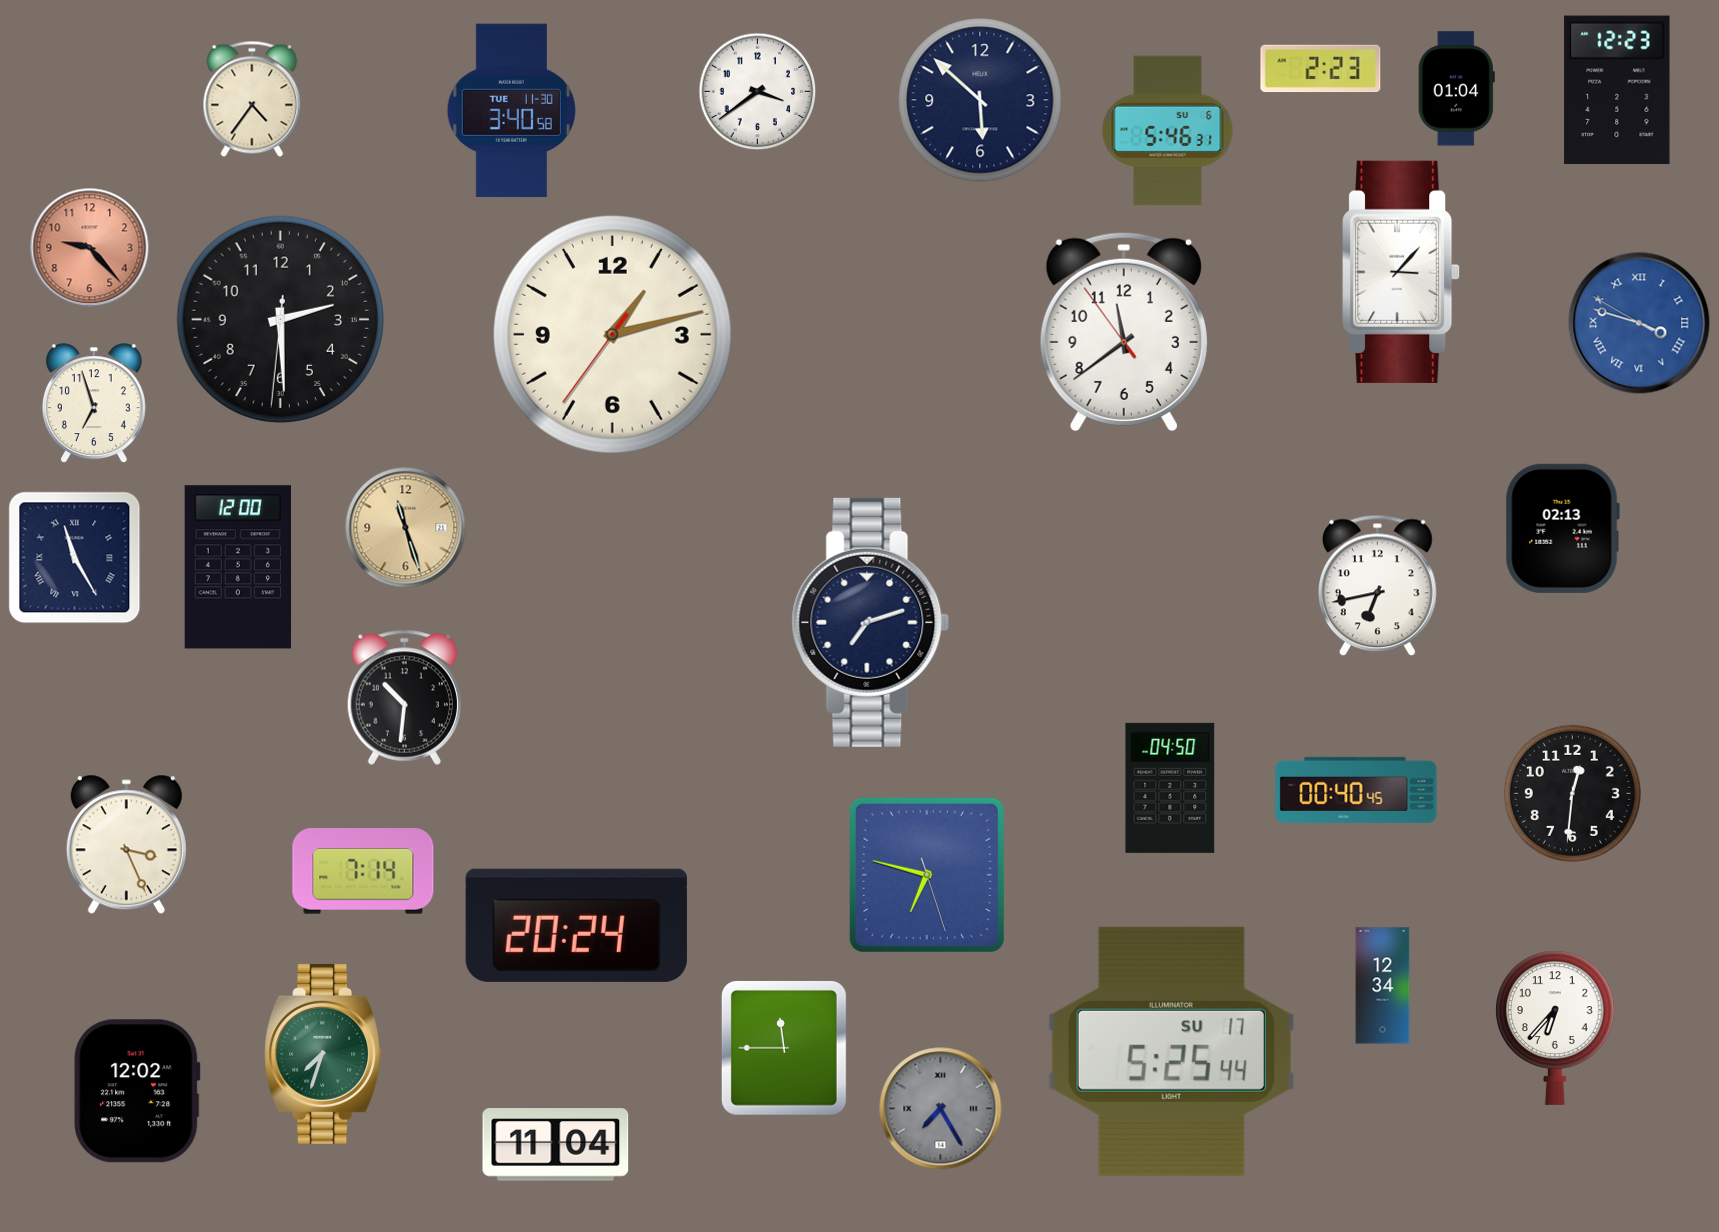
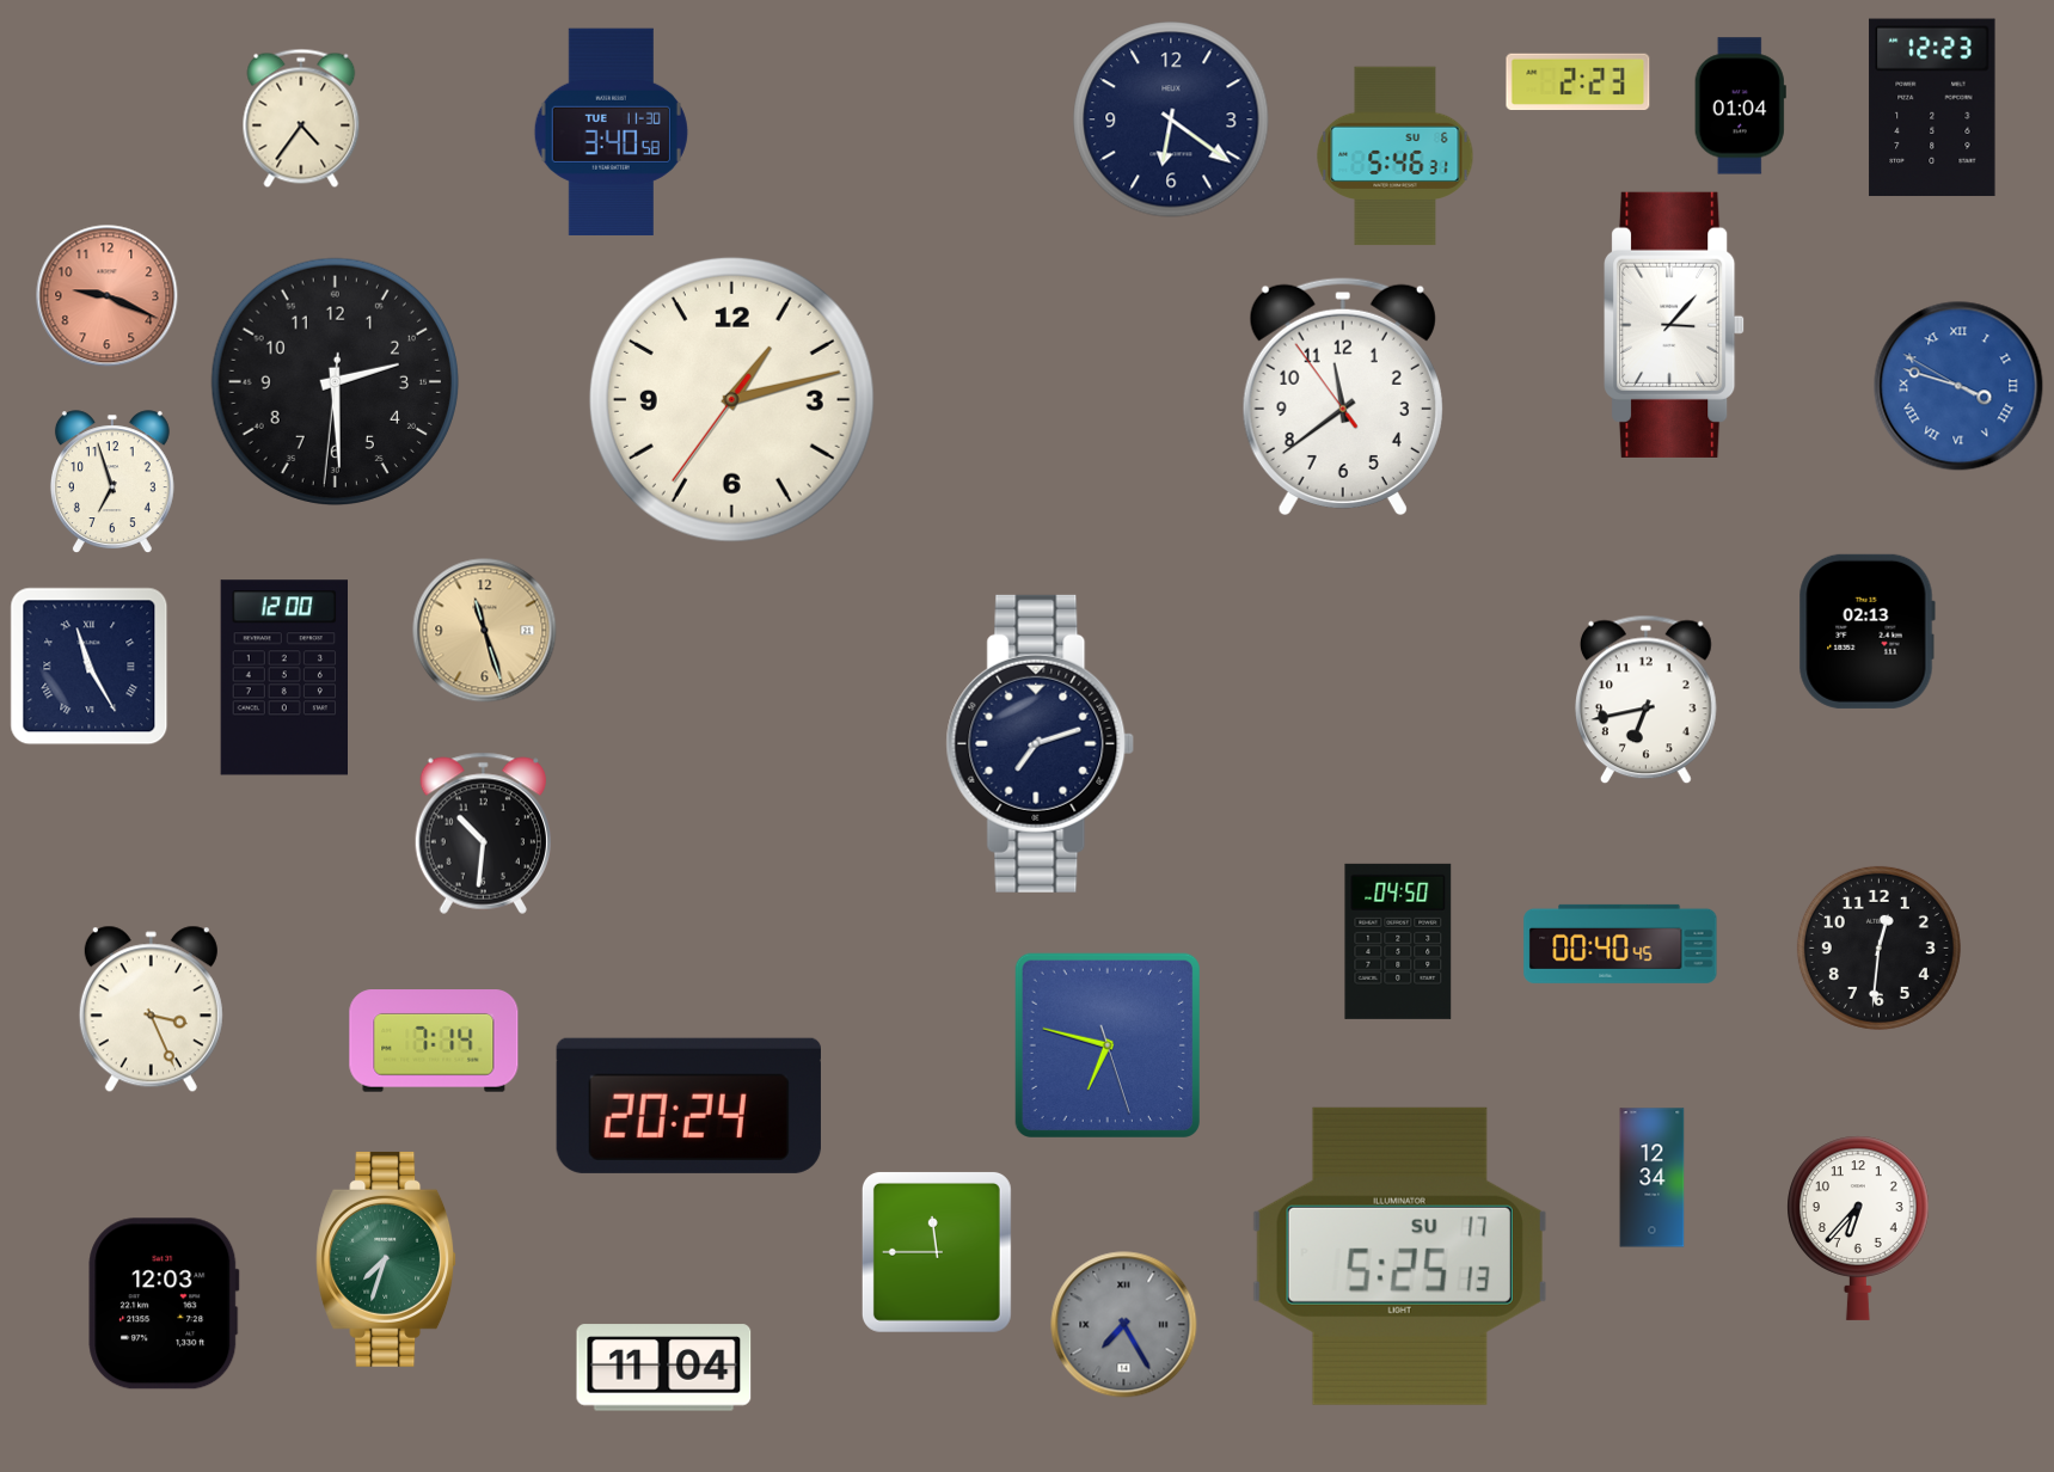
clock at (758, 92): 3:39 -> none
clock at (980, 100): 5:52 -> 6:21
clock at (90, 248): 9:23 -> 9:19
clock at (1171, 1051): 5:25:44 -> 5:25:13
clock at (137, 1091): 12:02 -> 12:03
